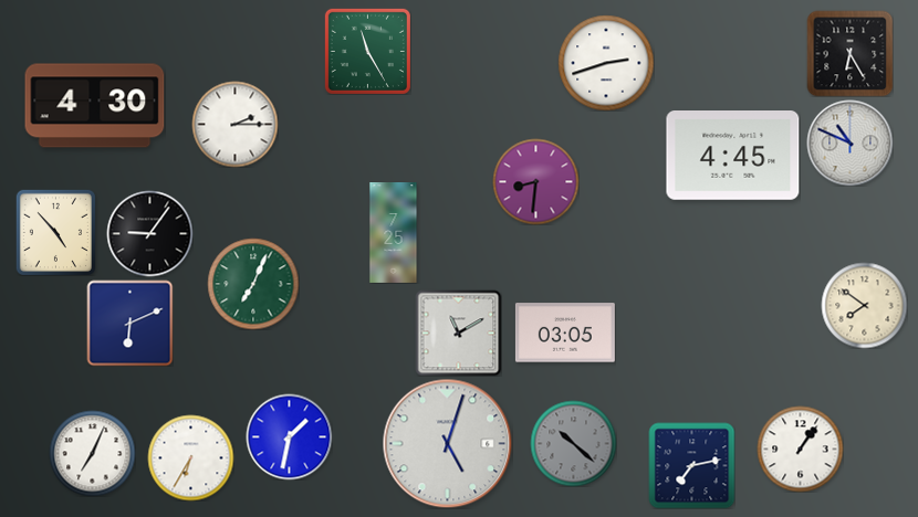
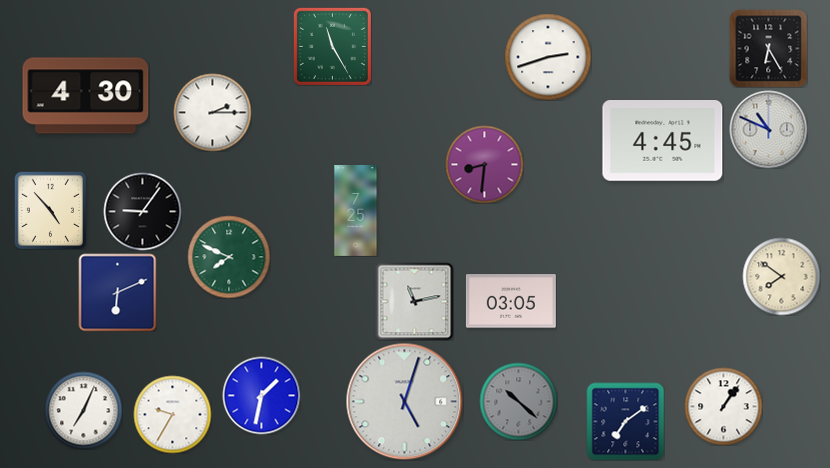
clock at (149, 233) position: (149, 233) -> (142, 211)
clock at (253, 284): 7:04 -> 7:49
clock at (458, 333): 11:10 -> 11:13
clock at (190, 457): 6:35 -> 9:35
clock at (691, 465): 7:13 -> 7:09
